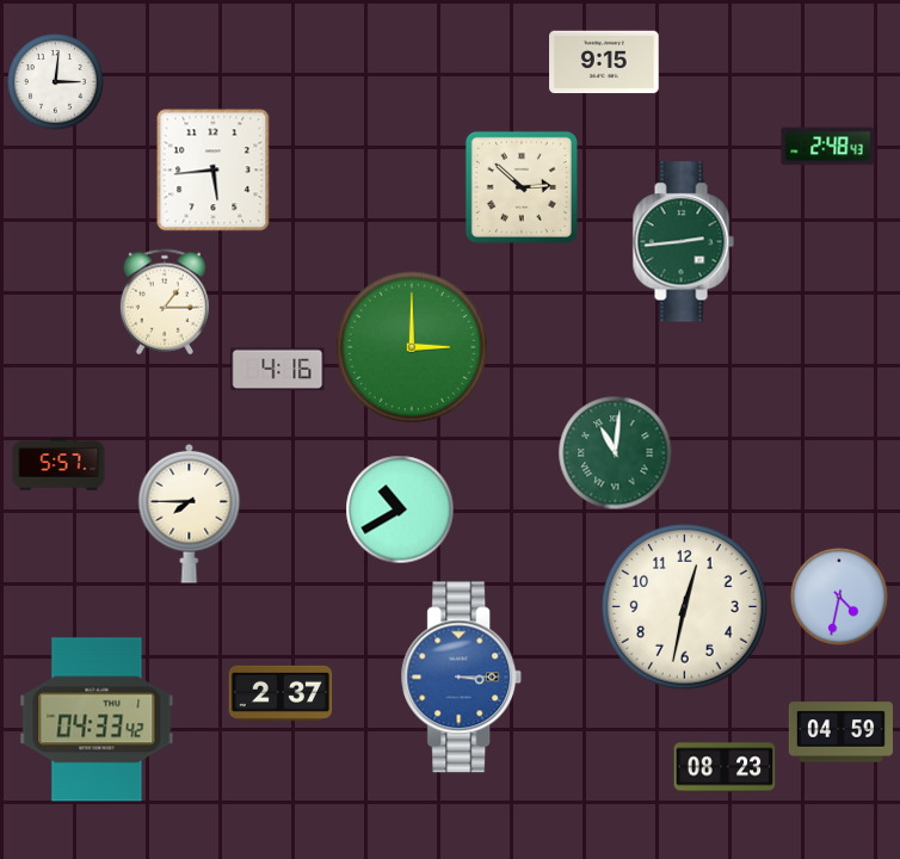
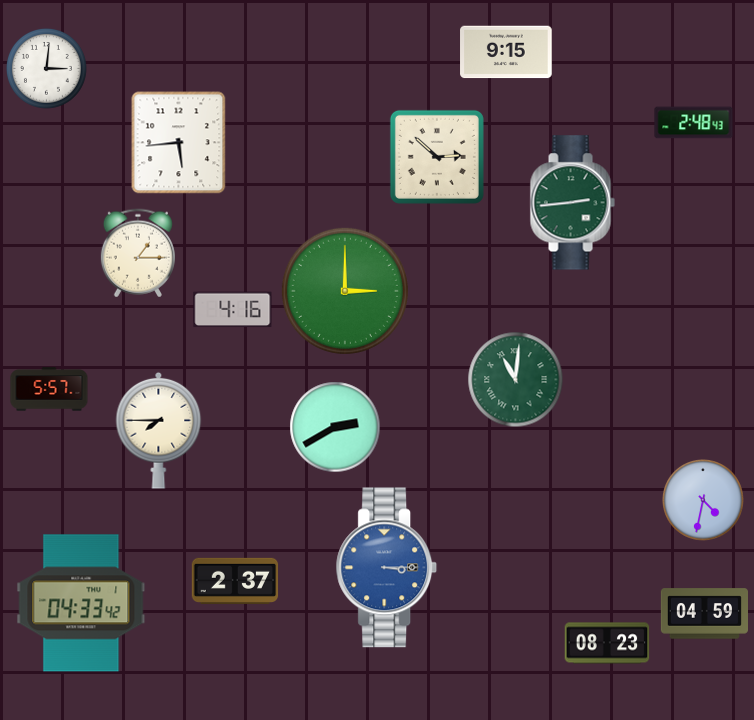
clock at (400, 509): 10:40 -> 2:40
clock at (685, 607): 12:32 -> none
